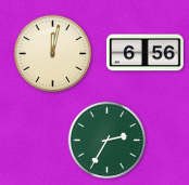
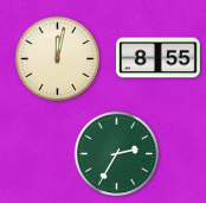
clock at (144, 53): 6:56 -> 8:55
